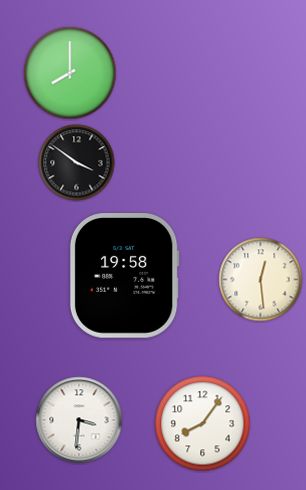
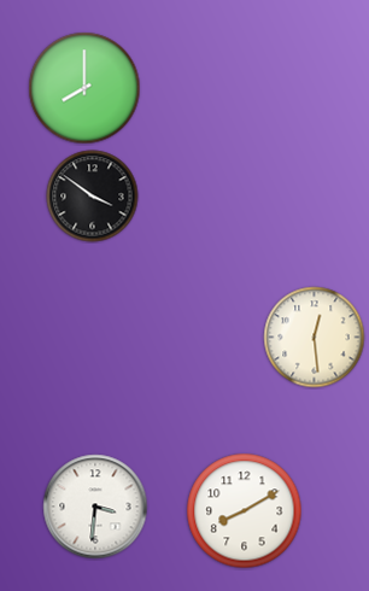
clock at (124, 276): 19:58 -> none
clock at (203, 424): 8:06 -> 8:10
